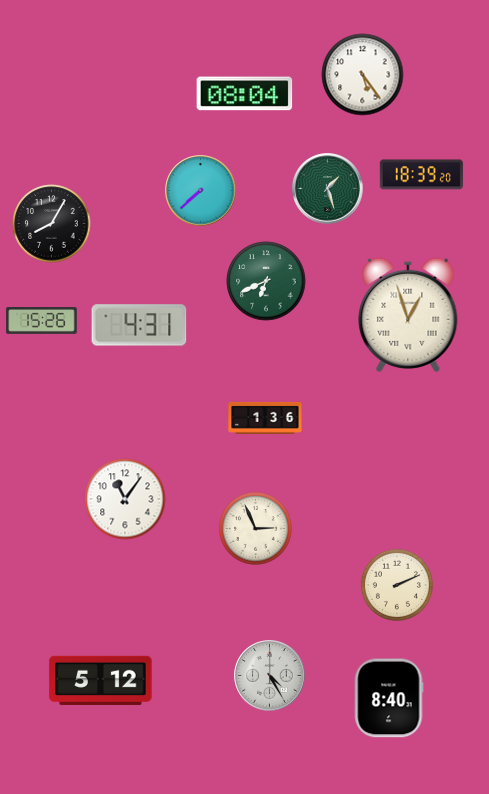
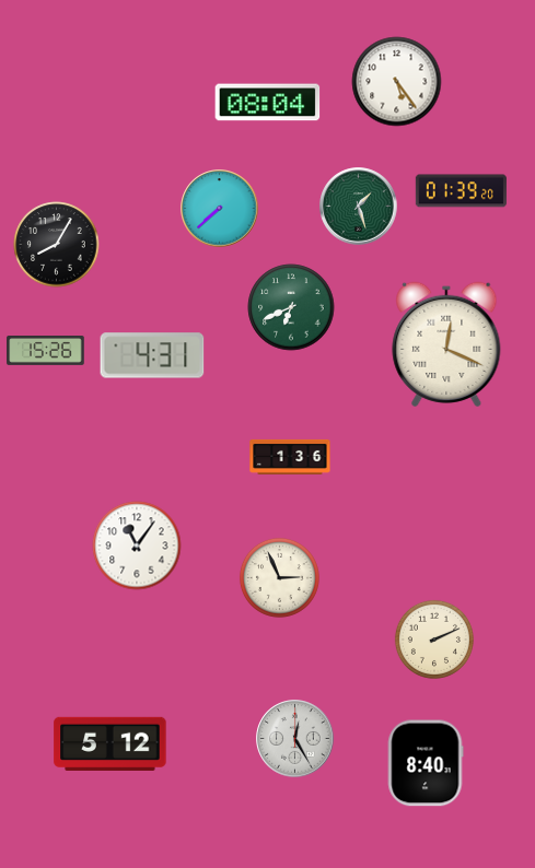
clock at (421, 175): 18:39 -> 01:39
clock at (408, 315): 12:57 -> 12:19
clock at (270, 676): 4:25 -> 12:25
